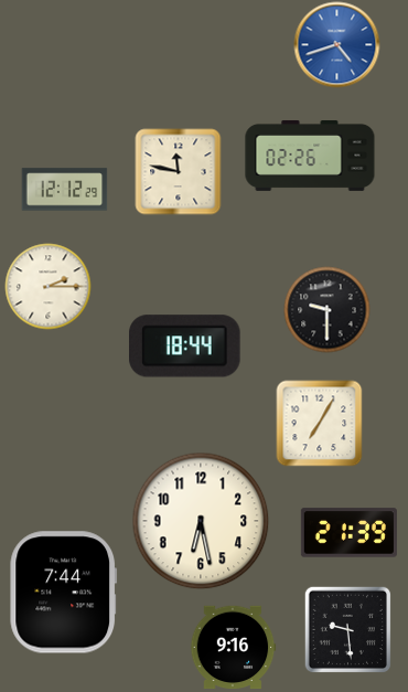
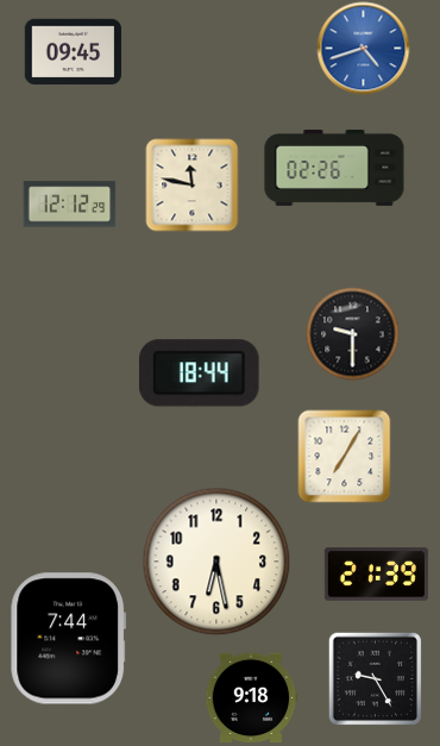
clock at (73, 52): none -> 09:45
clock at (47, 286): 2:15 -> none
clock at (347, 629): 9:29 -> 9:25
clock at (233, 648): 9:16 -> 9:18
